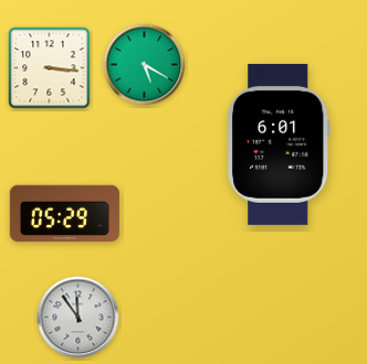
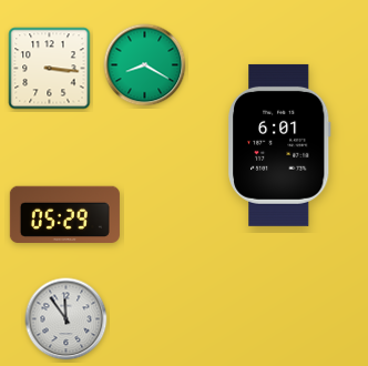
clock at (145, 65): 5:20 -> 8:20
clock at (78, 318) position: (78, 318) -> (67, 319)
